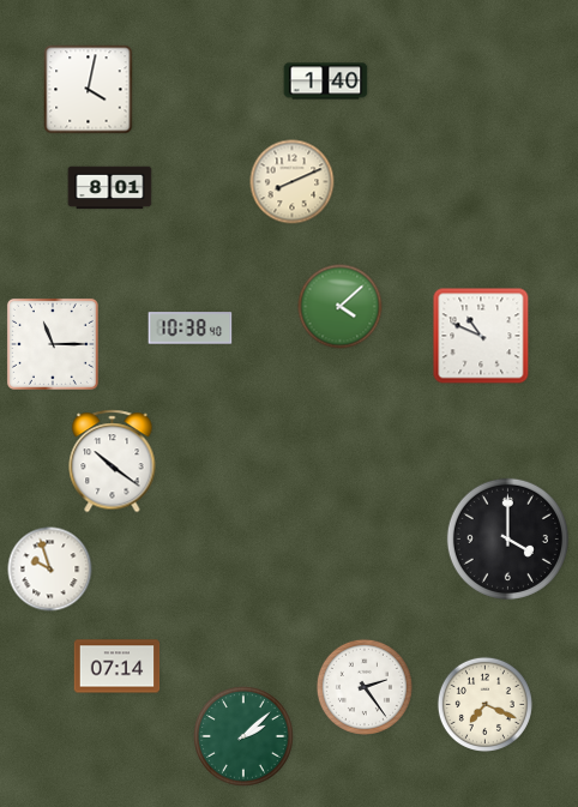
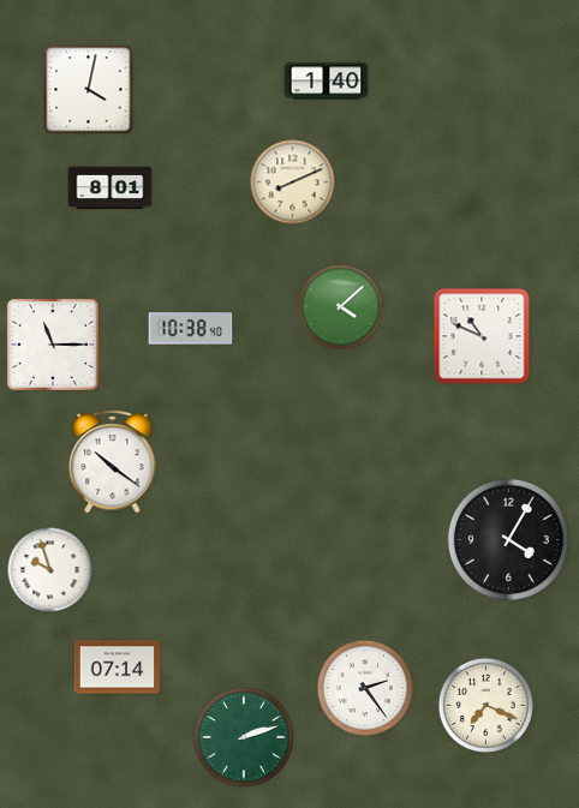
clock at (507, 538): 4:00 -> 4:05
clock at (243, 736): 2:08 -> 2:12
